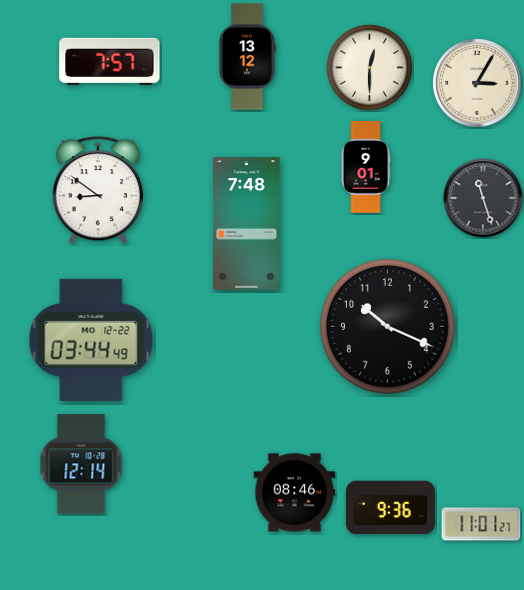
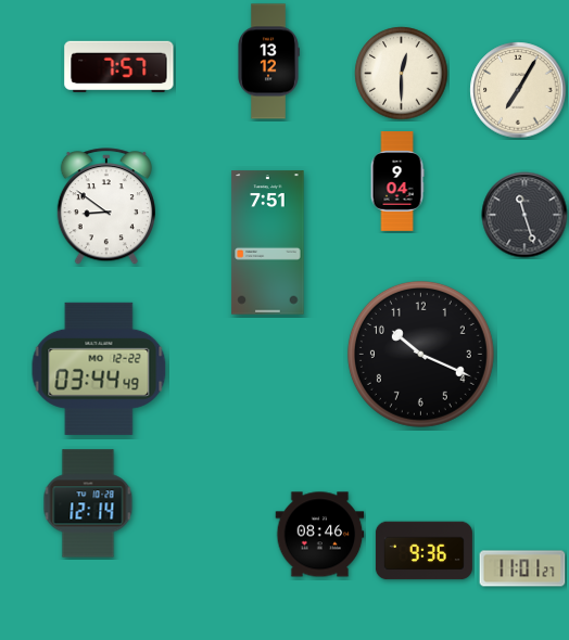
clock at (477, 83): 3:05 -> 7:05
clock at (366, 168): 9:01 -> 9:04
clock at (247, 224): 7:48 -> 7:51
